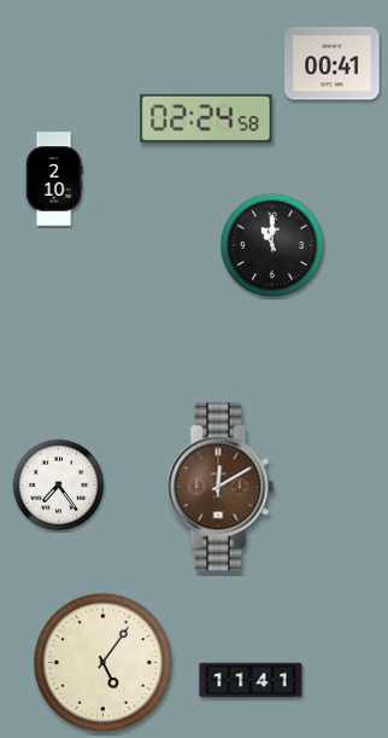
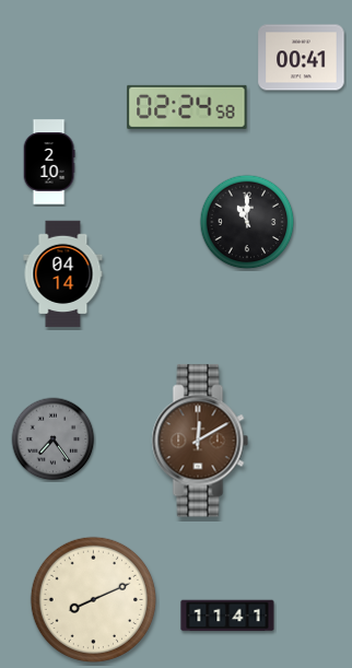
clock at (63, 274): none -> 04:14
clock at (59, 486) dial: white -> grey
clock at (102, 662): 5:06 -> 8:11
